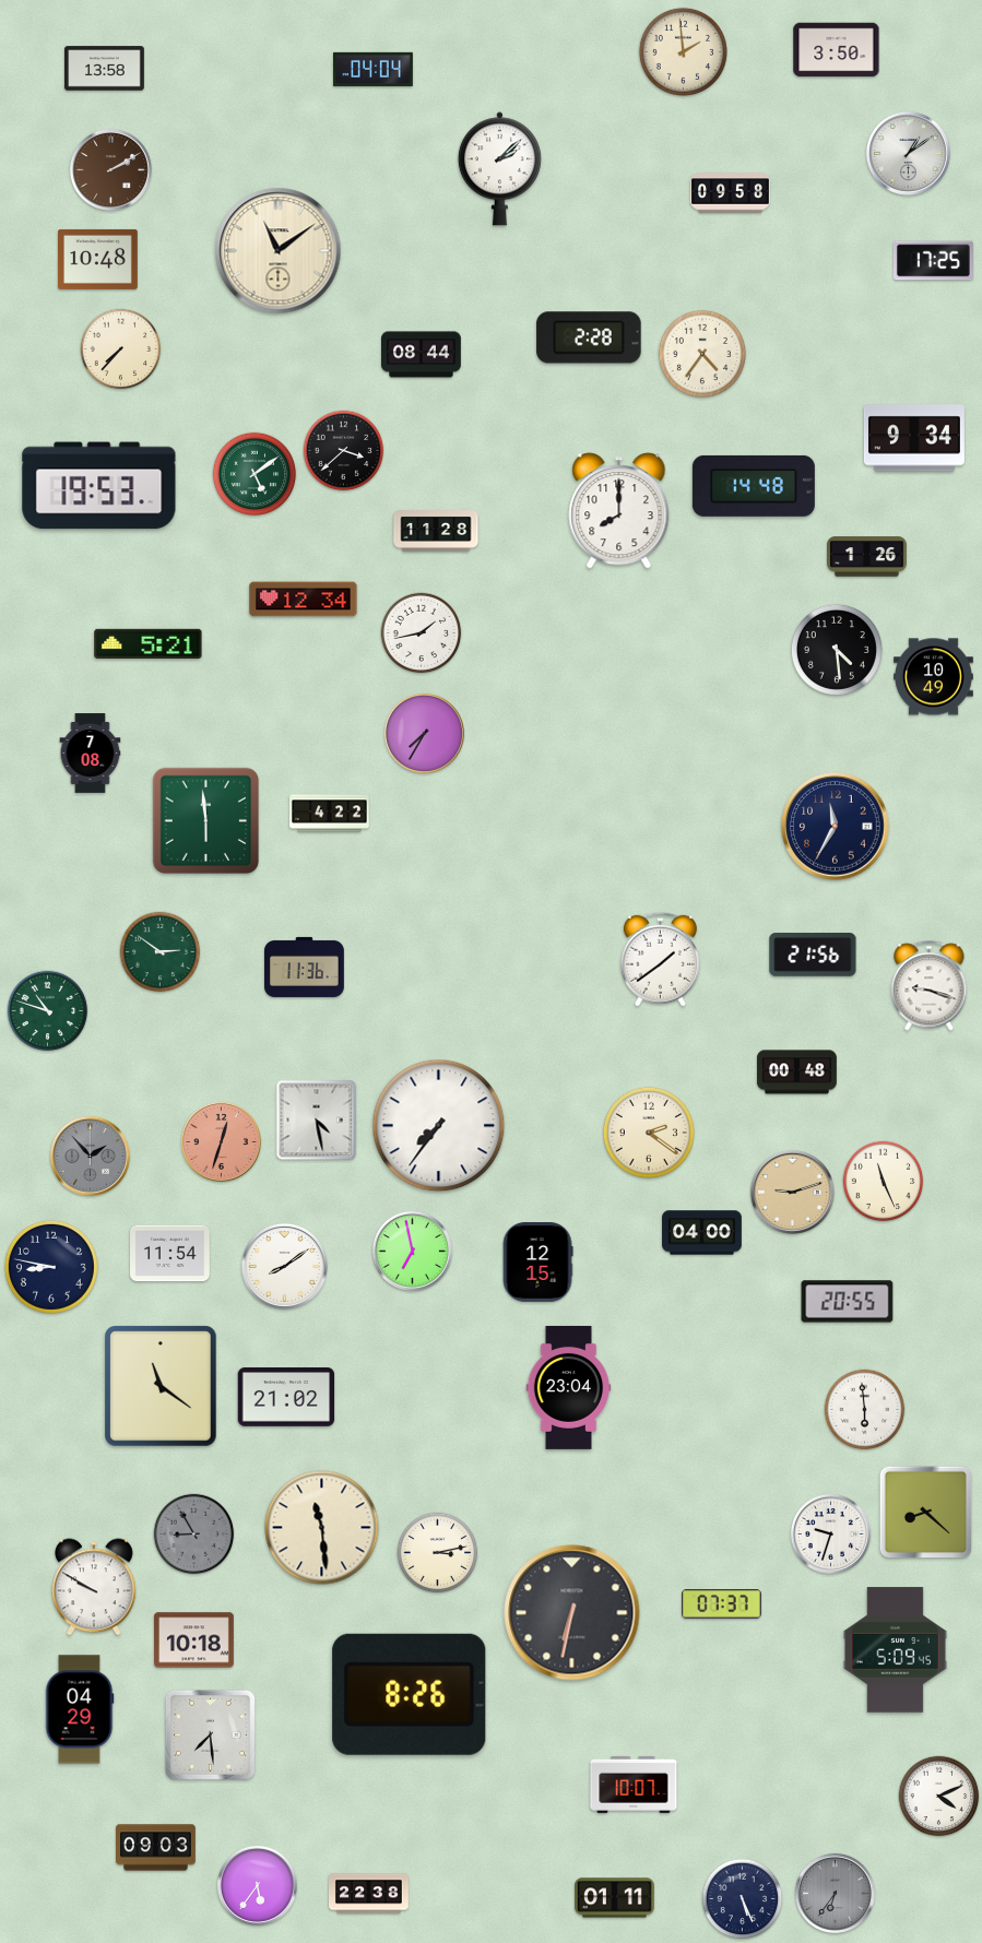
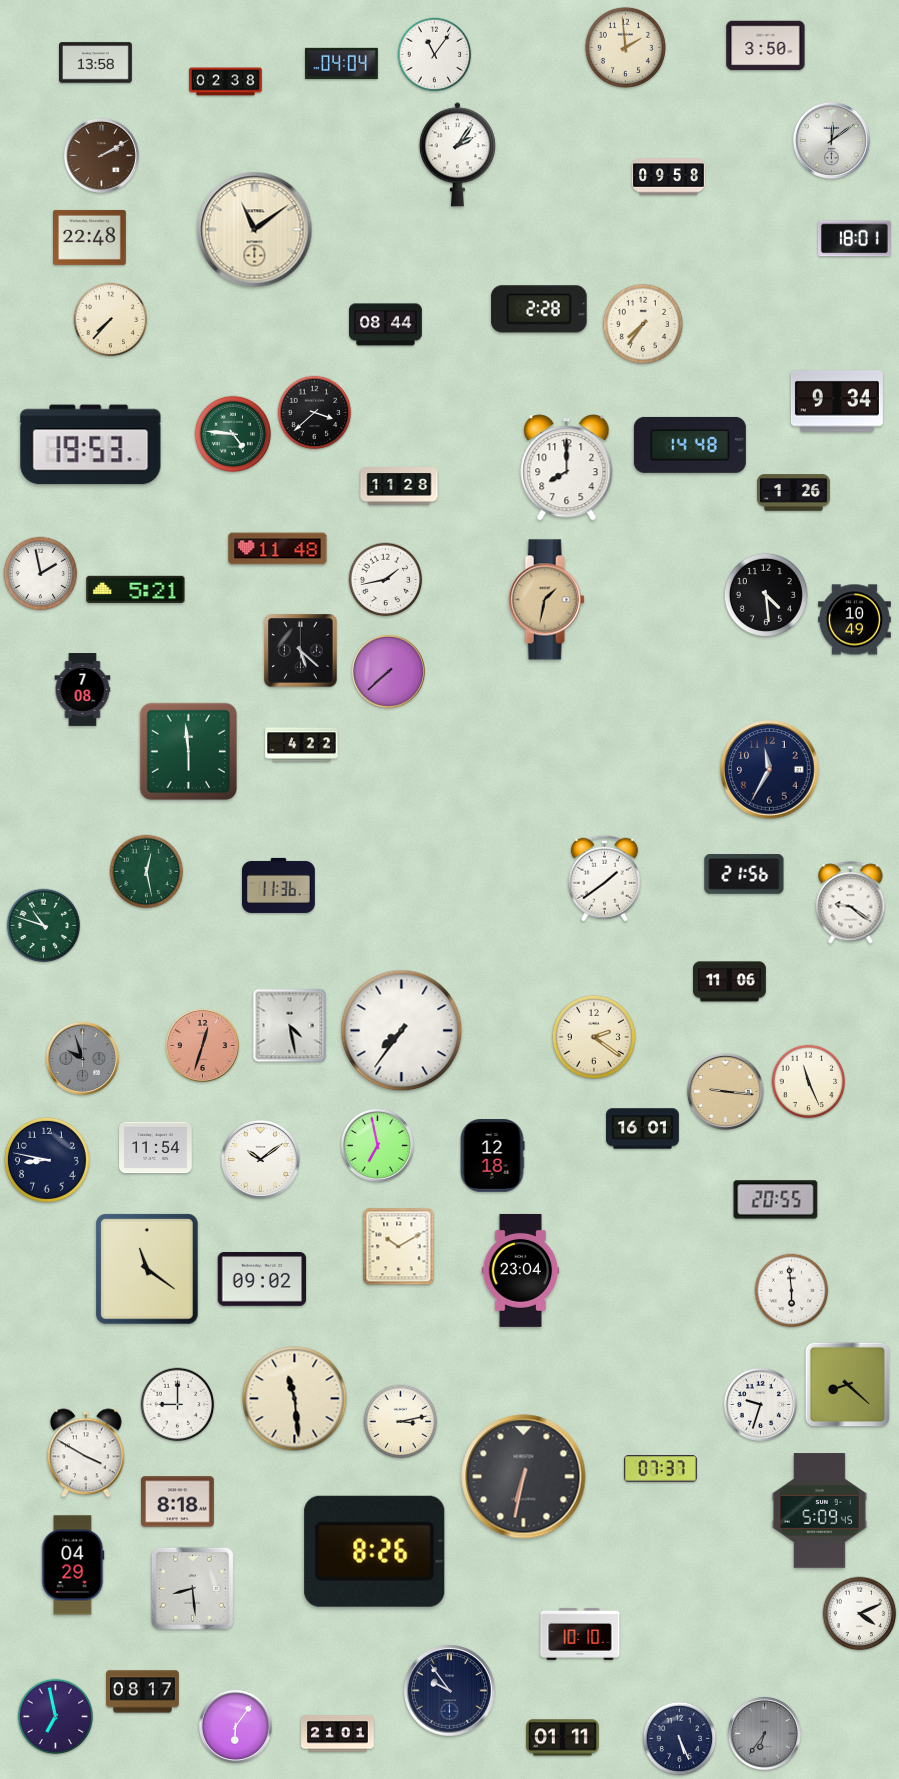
clock at (435, 55): none -> 11:06
clock at (226, 82): none -> 02:38
clock at (908, 153): 1:09 -> 12:09
clock at (499, 169): 2:08 -> 2:06
clock at (98, 259): 10:48 -> 22:48
clock at (934, 261): 17:25 -> 18:01
clock at (702, 354): 4:36 -> 7:36
clock at (255, 474): 5:09 -> 4:46
clock at (867, 557) position: (867, 557) -> (794, 493)
clock at (304, 600): 12:34 -> 11:48
clock at (41, 574): none -> 1:58
clock at (546, 600): none -> 1:32
clock at (301, 651): none -> 5:22
clock at (424, 733): 7:35 -> 7:38
clock at (836, 827) position: (836, 827) -> (770, 770)
clock at (161, 952): 2:51 -> 12:28
clock at (930, 986): 9:18 -> 9:21
clock at (797, 1073): 00:48 -> 11:06
clock at (90, 1156): 1:53 -> 9:57
clock at (792, 1192): 9:12 -> 9:16
clock at (702, 1233): 04:00 -> 16:01
clock at (537, 1263): 12:15 -> 12:18
clock at (284, 1266): 8:09 -> 10:09
clock at (848, 1302) position: (848, 1302) -> (776, 1200)
clock at (399, 1247): none -> 10:10
clock at (286, 1398): 21:02 -> 09:02
clock at (194, 1535): 8:55 -> 9:00
clock at (194, 1535) dial: grey -> white
clock at (95, 1587): 9:50 -> 3:50
clock at (194, 1640): 10:18 -> 8:18
clock at (210, 1734): 7:29 -> 8:29
clock at (634, 1785): 10:07 -> 10:10
clock at (939, 1797) position: (939, 1797) -> (860, 1614)
clock at (450, 1691): none -> 9:54
clock at (156, 1848): 09:03 -> 08:17
clock at (56, 1717): none -> 6:58
clock at (257, 1885): 5:36 -> 6:06
clock at (369, 1894): 22:38 -> 21:01
